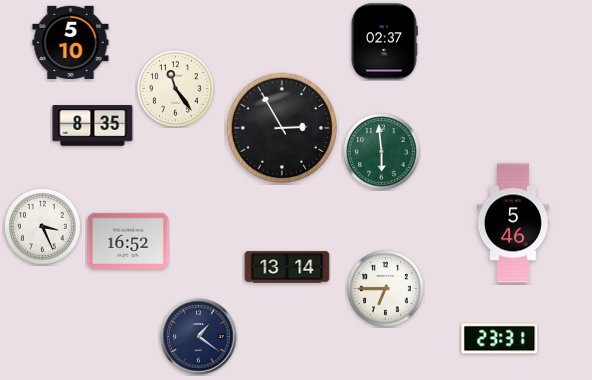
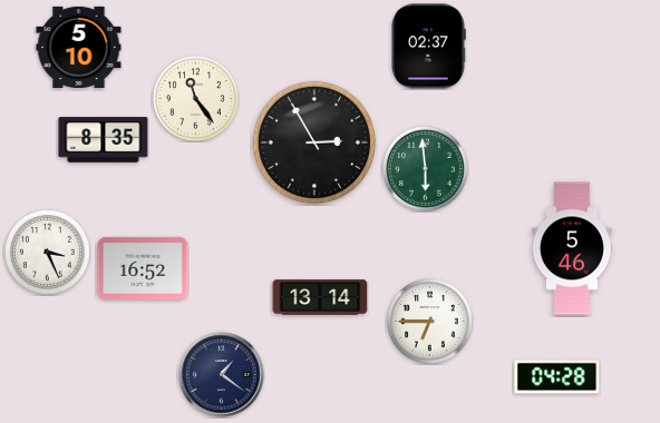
clock at (500, 339): 23:31 -> 04:28
